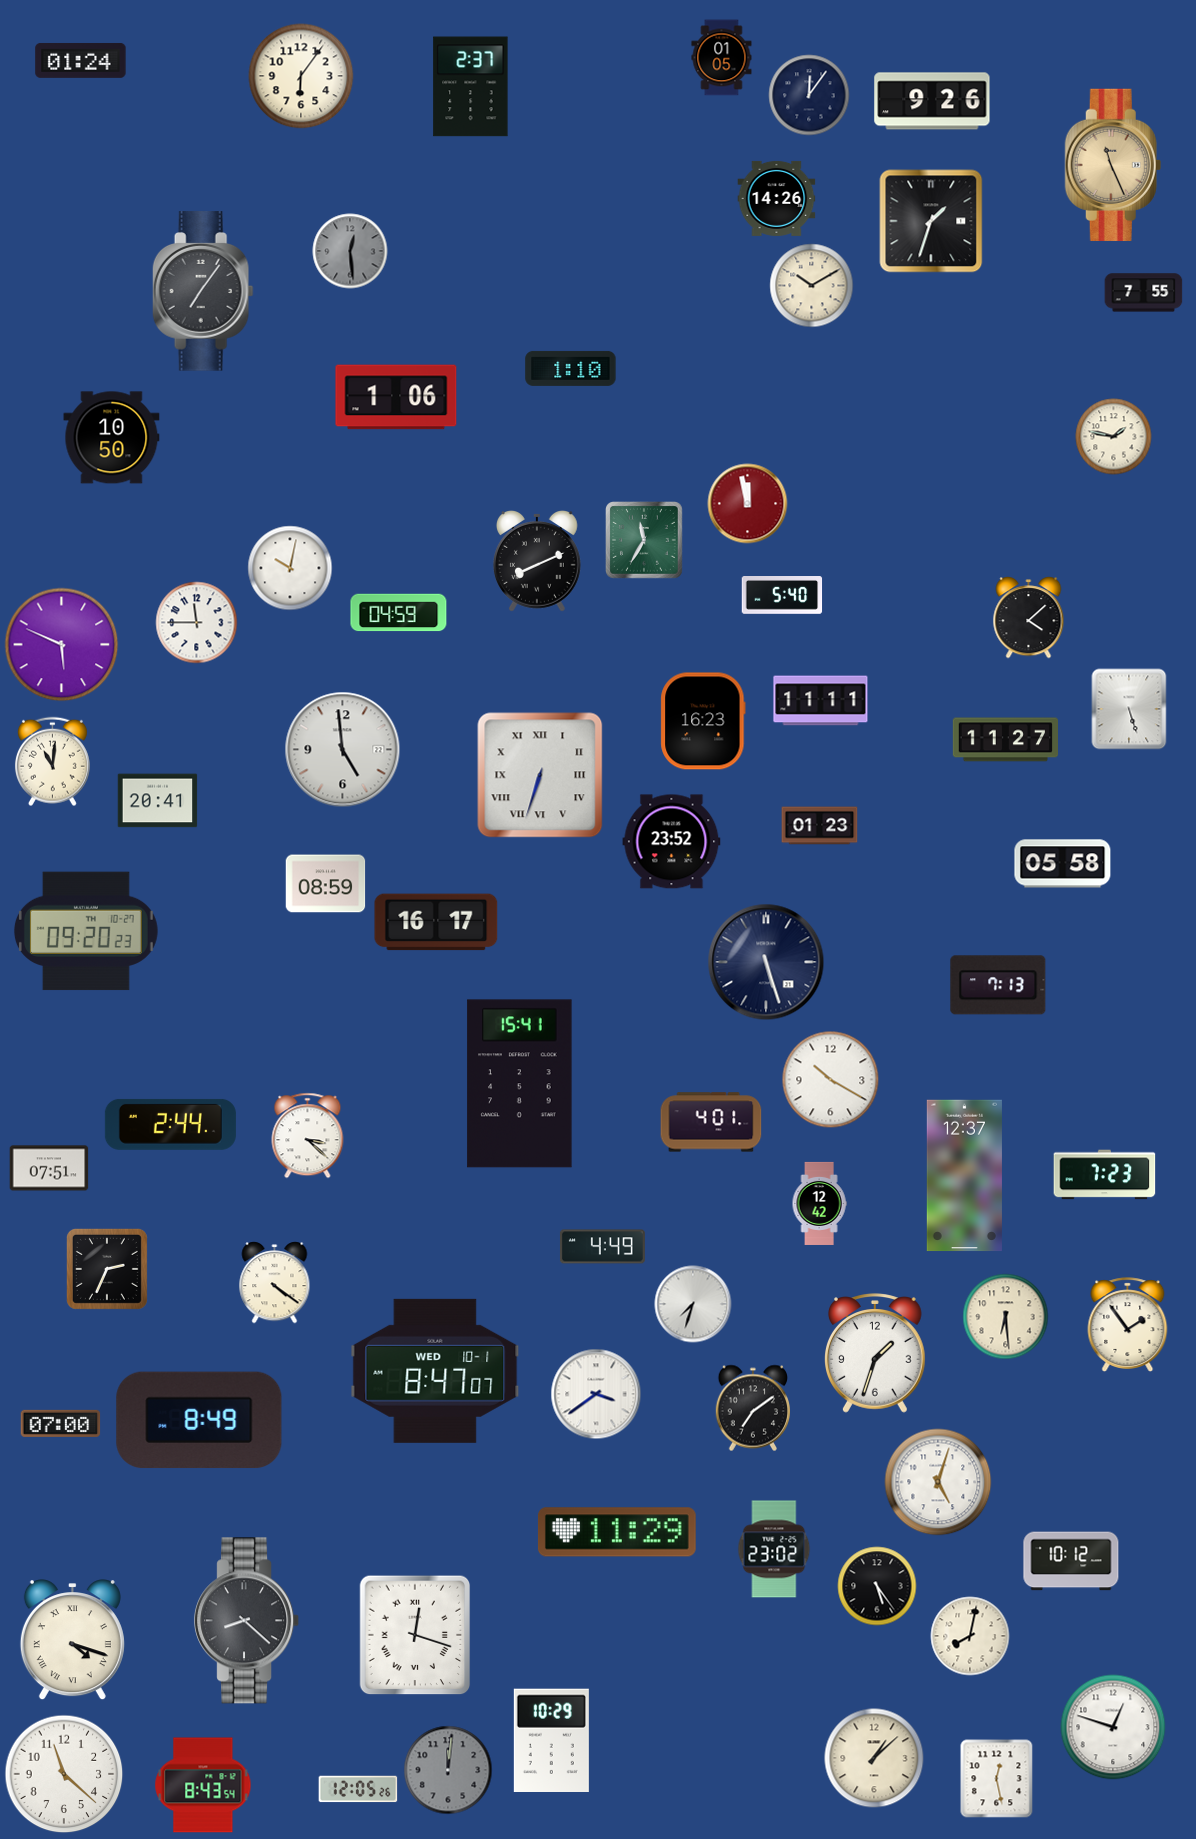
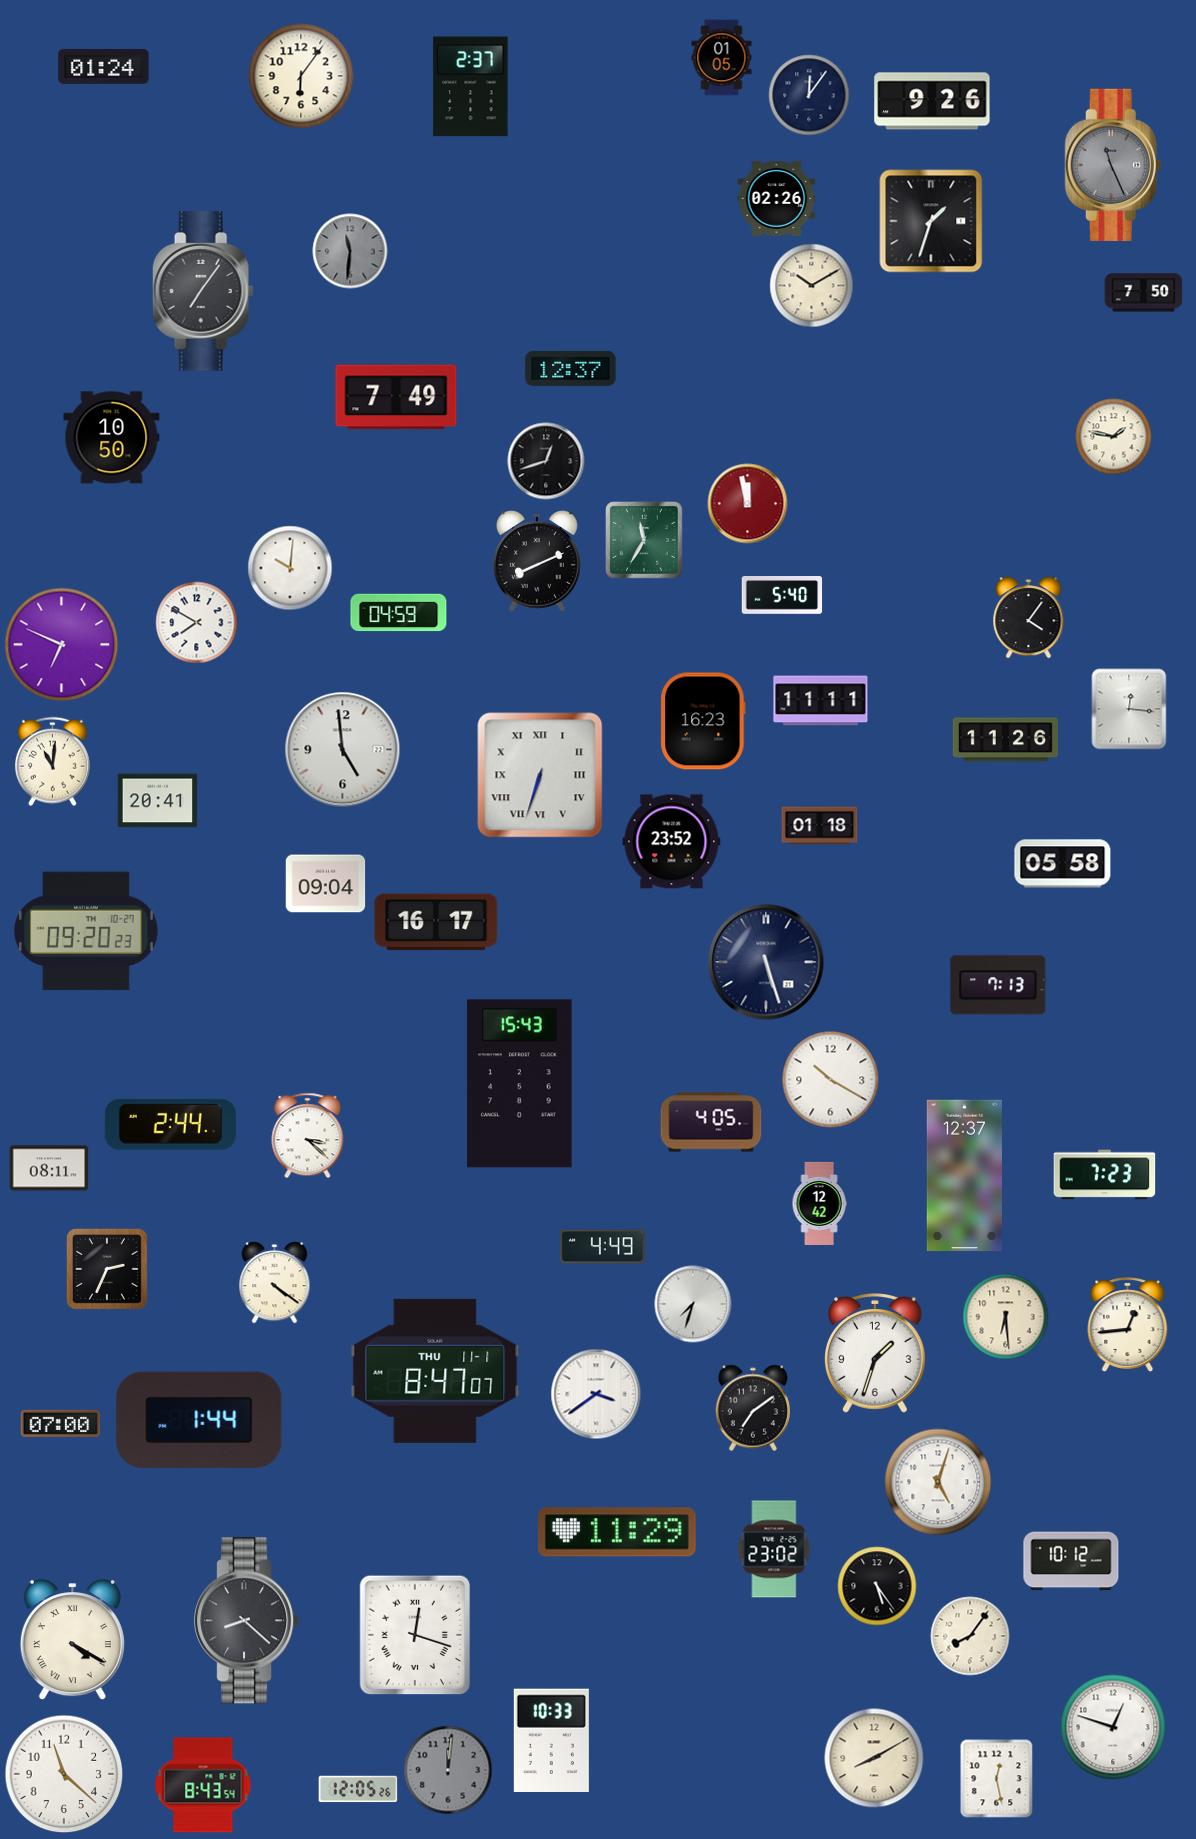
clock at (81, 60) position: (81, 60) -> (104, 66)
clock at (1113, 165) dial: champagne -> grey
clock at (777, 198): 14:26 -> 02:26
clock at (350, 251): 12:29 -> 11:31
clock at (1144, 293): 7:55 -> 7:50
clock at (571, 368): 1:10 -> 12:37
clock at (396, 397): 1:06 -> 7:49
clock at (546, 461): none -> 12:42
clock at (290, 568): 10:02 -> 10:01
clock at (1029, 618): 4:08 -> 4:06
clock at (197, 623): 11:45 -> 7:50
clock at (62, 645): 5:49 -> 6:49
clock at (1129, 709): 5:27 -> 12:16
clock at (1005, 740): 11:27 -> 11:26
clock at (820, 826): 01:23 -> 01:18
clock at (326, 884): 08:59 -> 09:04
clock at (520, 1084): 15:41 -> 15:43
clock at (711, 1122): 4:01 -> 4:05
clock at (49, 1168): 07:51 -> 08:11
clock at (1128, 1325): 1:54 -> 12:44
clock at (435, 1371) date: WED 10-1 -> THU 11-1
clock at (199, 1420): 8:49 -> 1:44
clock at (970, 1636): 8:02 -> 8:06
clock at (72, 1640): 4:18 -> 4:20
clock at (551, 1740): 10:29 -> 10:33
clock at (874, 1758): 1:08 -> 8:10
